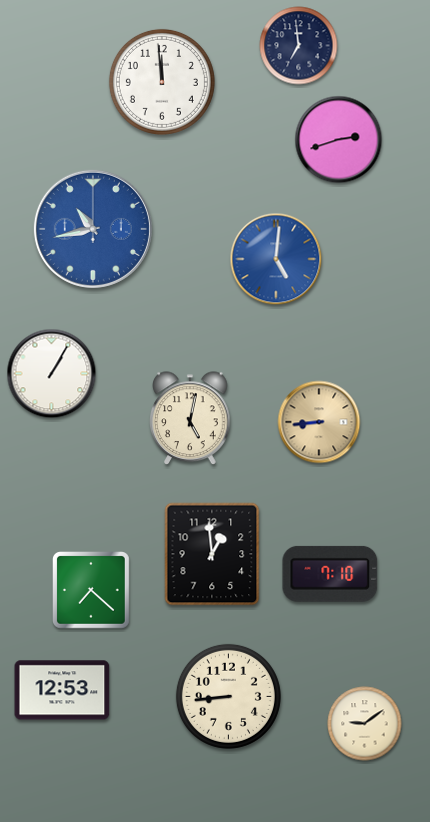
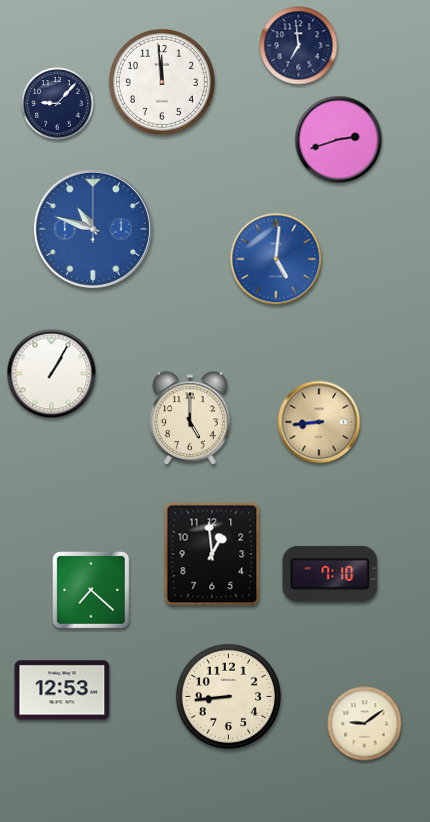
clock at (58, 104): none -> 9:07
clock at (93, 229): 10:43 -> 10:48
clock at (190, 418): 5:02 -> 5:00
